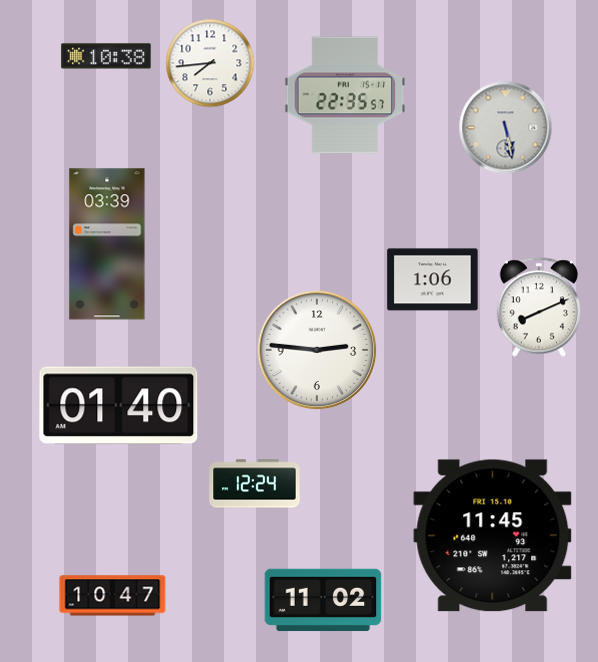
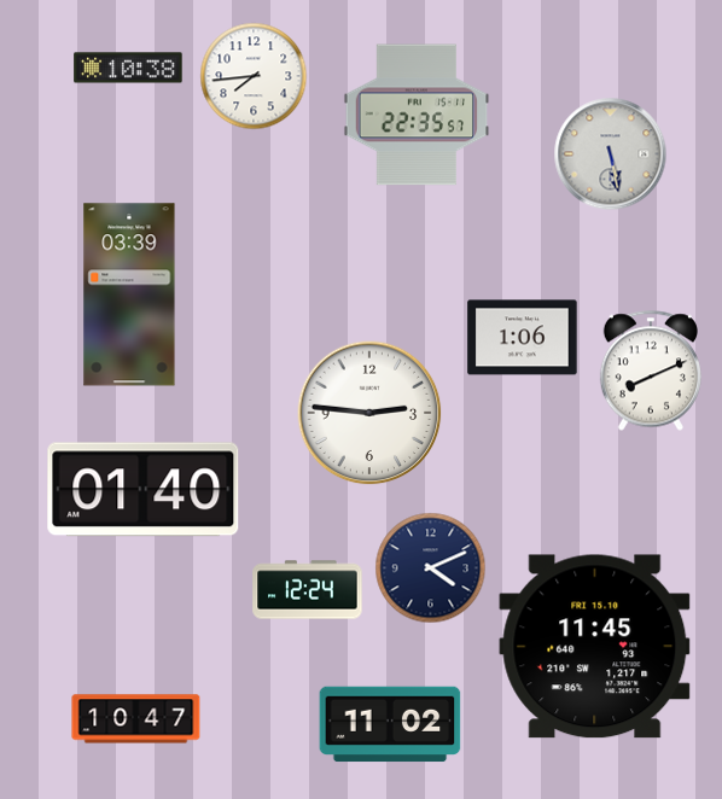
clock at (317, 350) position: (317, 350) -> (369, 413)
clock at (430, 567): none -> 4:11
clock at (255, 484) position: (255, 484) -> (308, 590)
